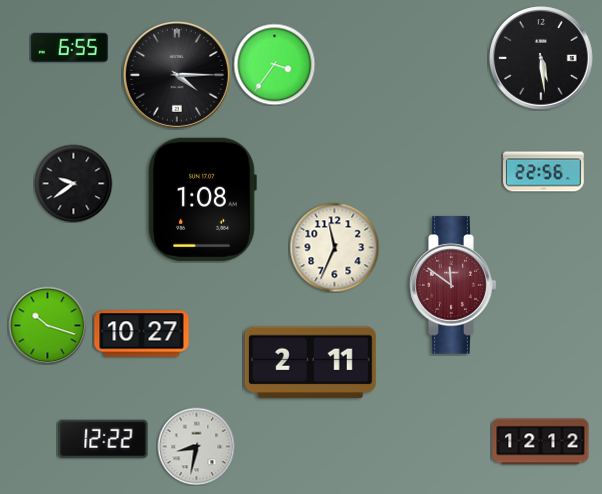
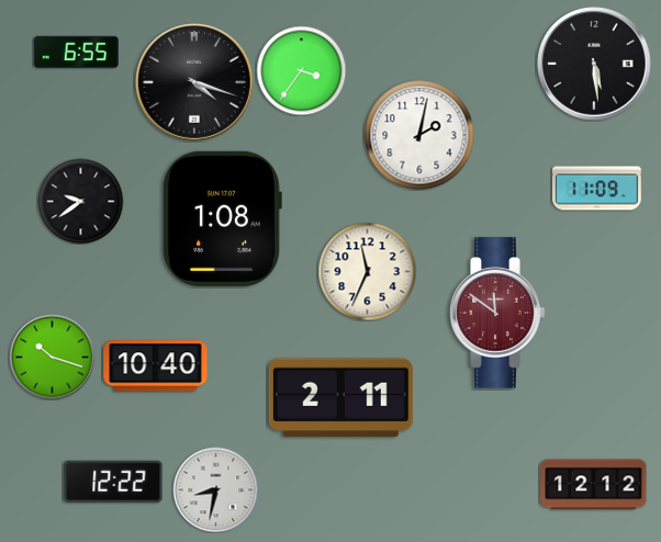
clock at (177, 75): 4:15 -> 4:18
clock at (419, 135): none -> 2:02
clock at (544, 172): 22:56 -> 11:09
clock at (142, 334): 10:27 -> 10:40
